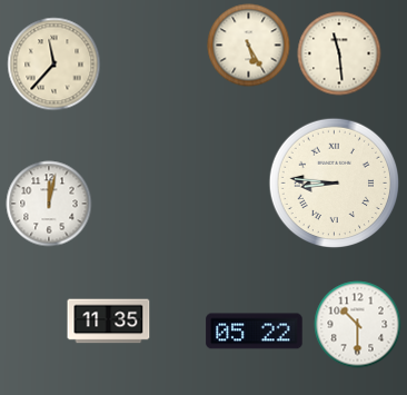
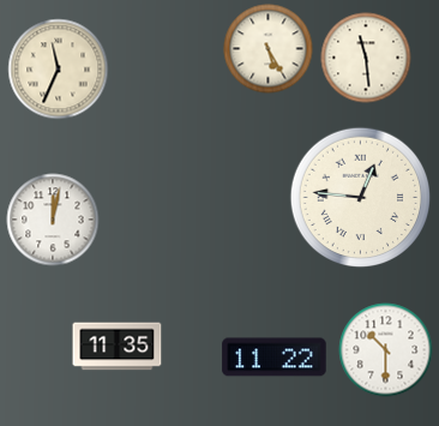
clock at (54, 65): 11:37 -> 11:34
clock at (335, 184): 8:46 -> 12:46
clock at (255, 332): 05:22 -> 11:22
